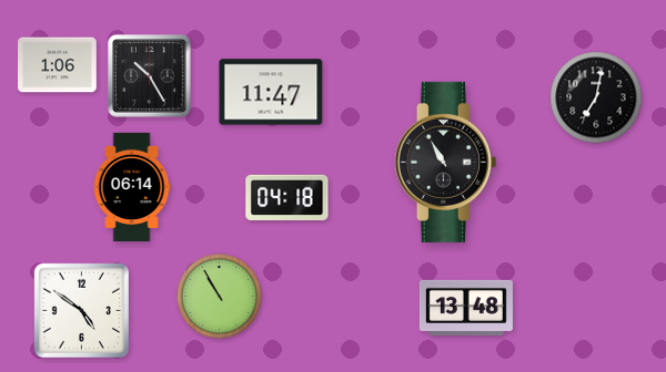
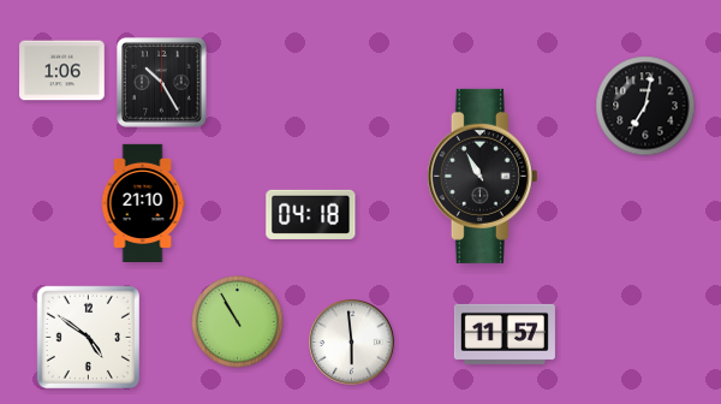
clock at (271, 92): 11:47 -> none
clock at (132, 186): 06:14 -> 21:10
clock at (466, 308): 13:48 -> 11:57
clock at (352, 343): none -> 5:59
